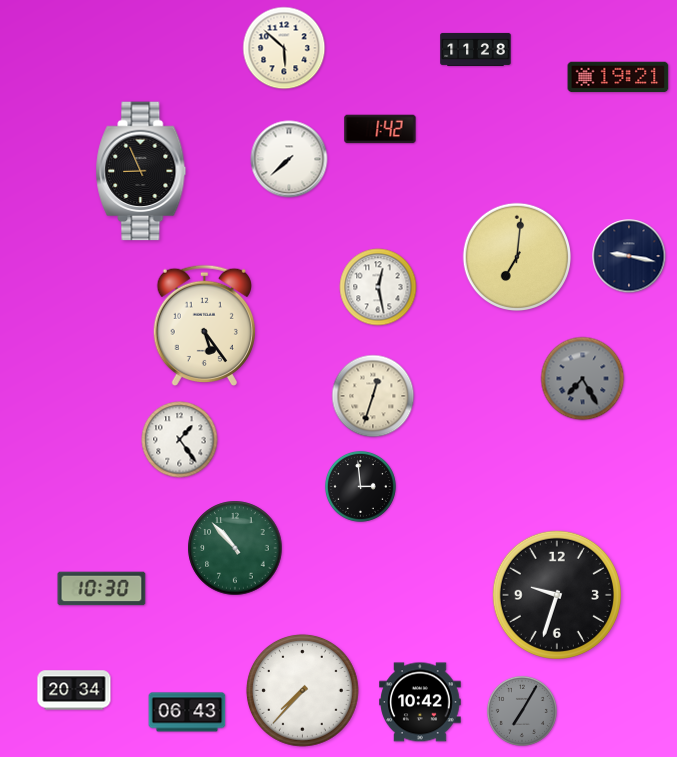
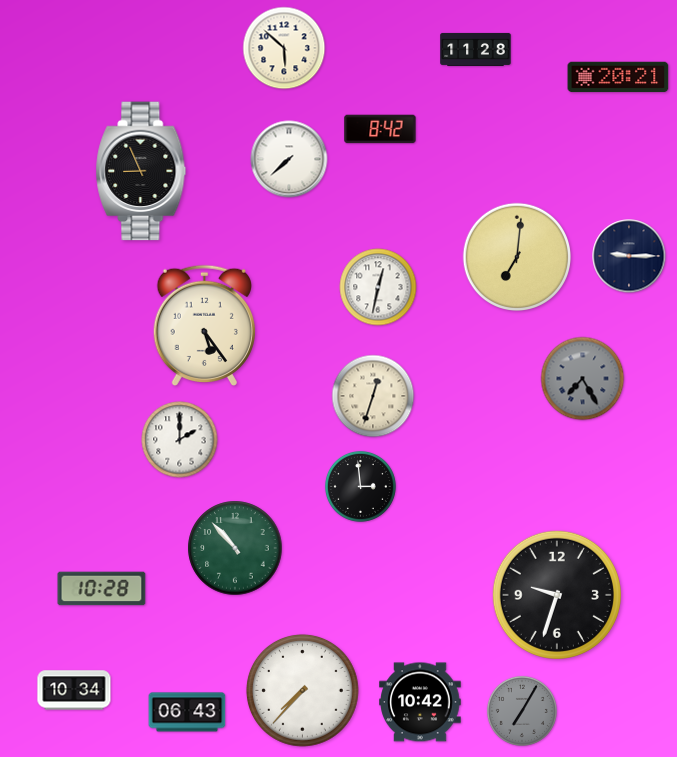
clock at (618, 77): 19:21 -> 20:21
clock at (380, 129): 1:42 -> 8:42
clock at (629, 256): 9:17 -> 9:15
clock at (378, 287): 12:28 -> 12:32
clock at (180, 440): 1:24 -> 2:00
clock at (102, 589): 10:30 -> 10:28
clock at (74, 690): 20:34 -> 10:34
